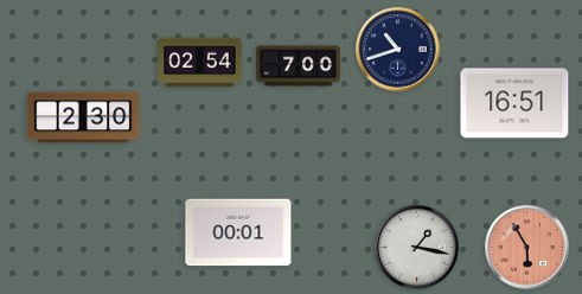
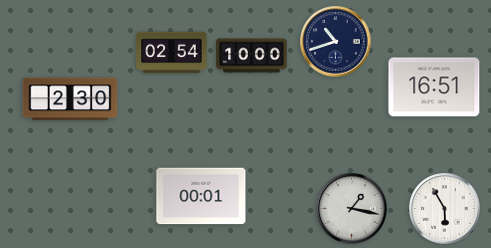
clock at (200, 63) position: (200, 63) -> (172, 53)
clock at (299, 66): 7:00 -> 10:00
clock at (527, 248) dial: salmon -> white
